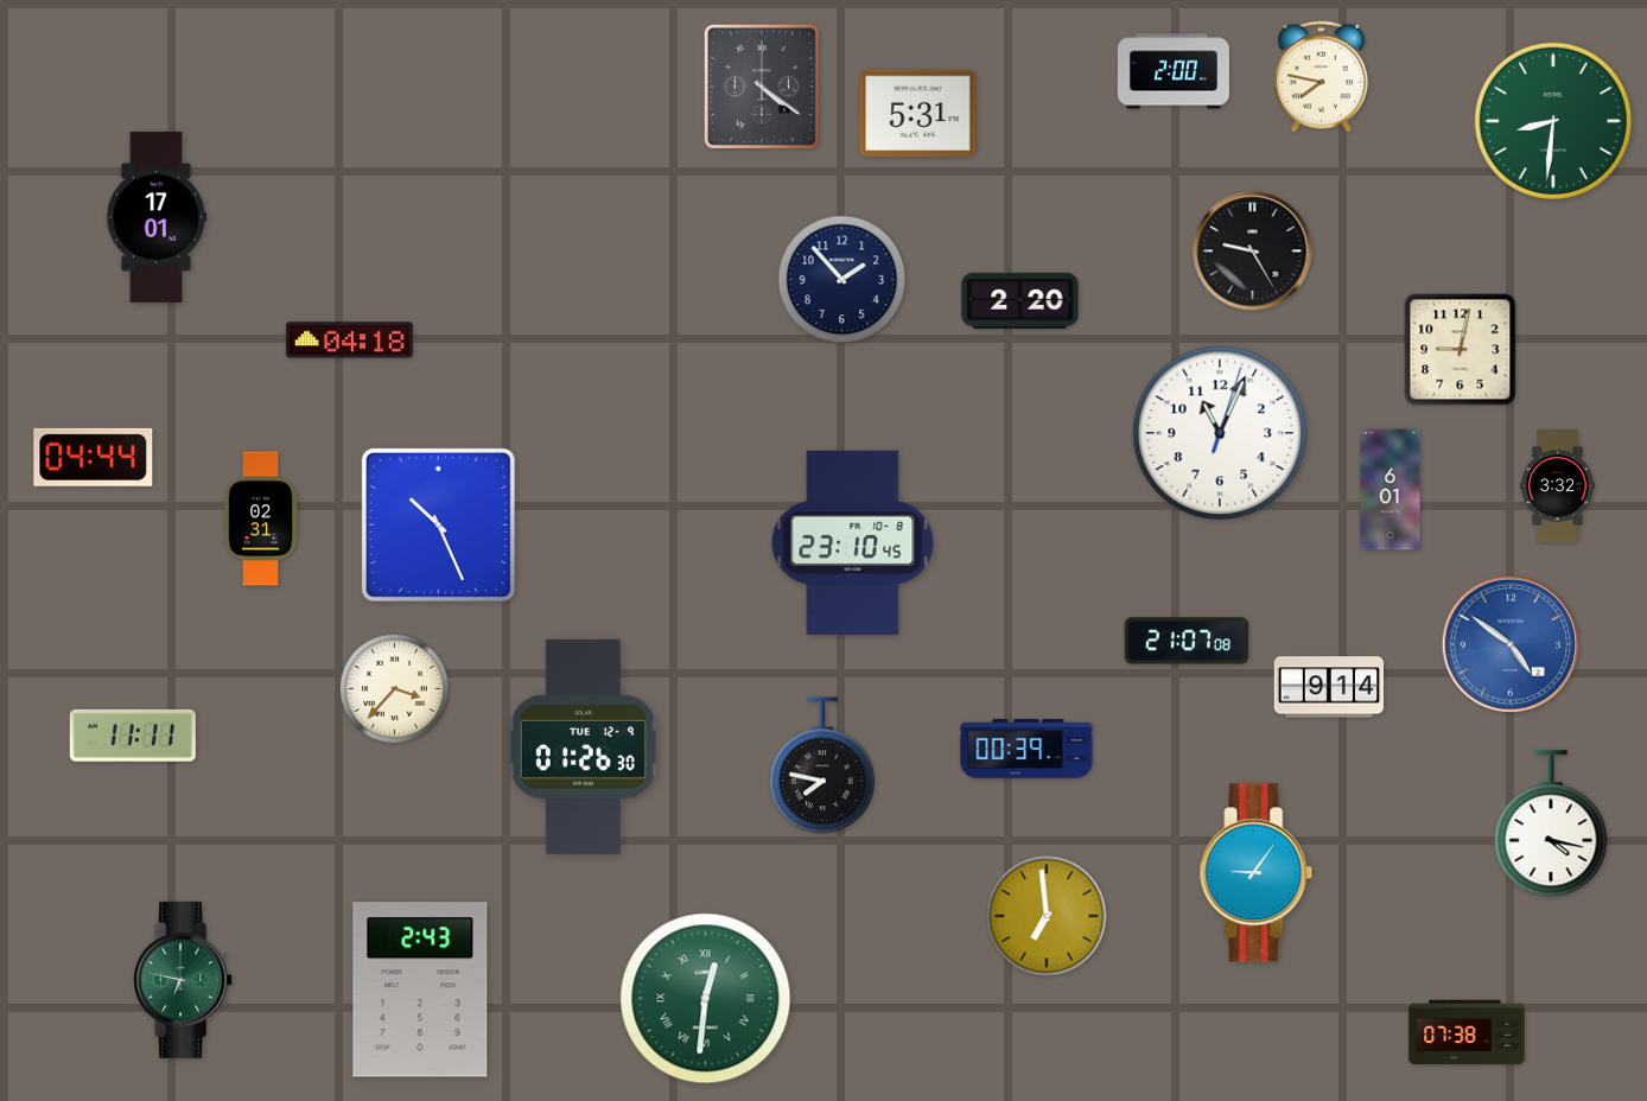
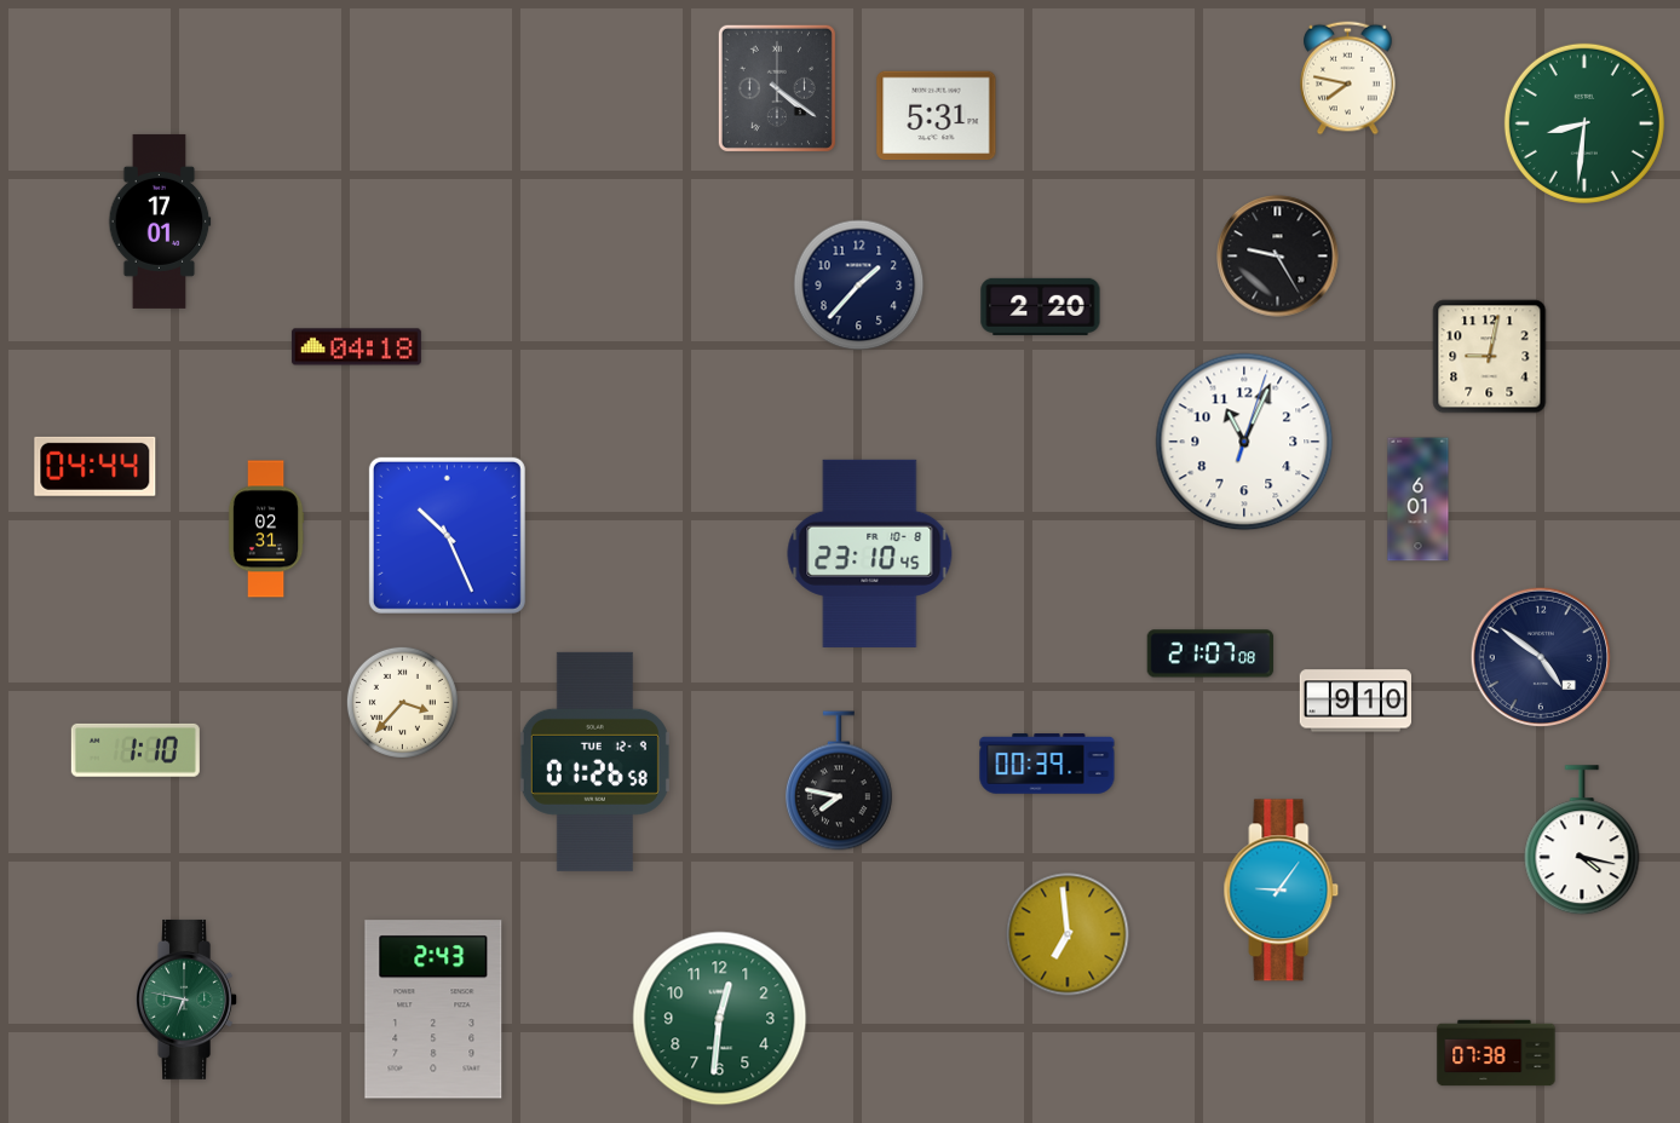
clock at (1174, 71): 2:00 -> none
clock at (842, 280): 1:53 -> 1:37
clock at (1558, 486): 3:32 -> none
clock at (1511, 644) dial: blue -> navy
clock at (1328, 687): 9:14 -> 9:10
clock at (133, 736): 11:11 -> 1:10
clock at (583, 746): 01:26:30 -> 01:26:58
clock at (420, 989) position: (420, 989) -> (433, 1009)
clock at (706, 999) numerals: Roman -> Arabic
